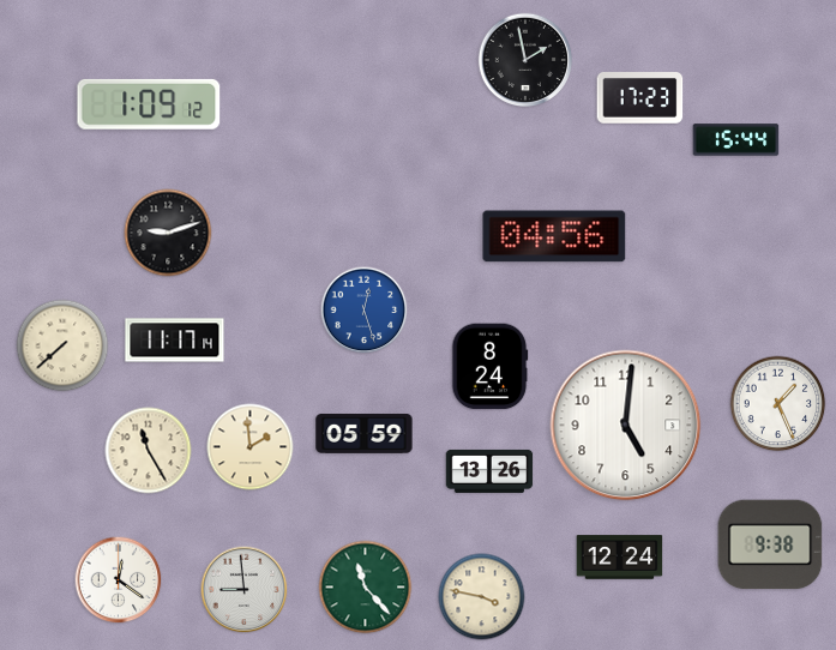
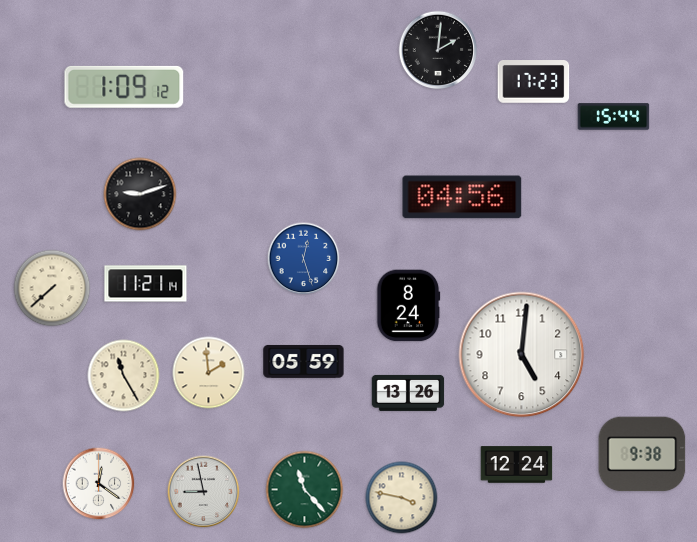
clock at (525, 60): 1:58 -> 2:01
clock at (175, 341): 11:17 -> 11:21
clock at (778, 404): 1:26 -> none
clock at (245, 590): 8:59 -> 8:58
